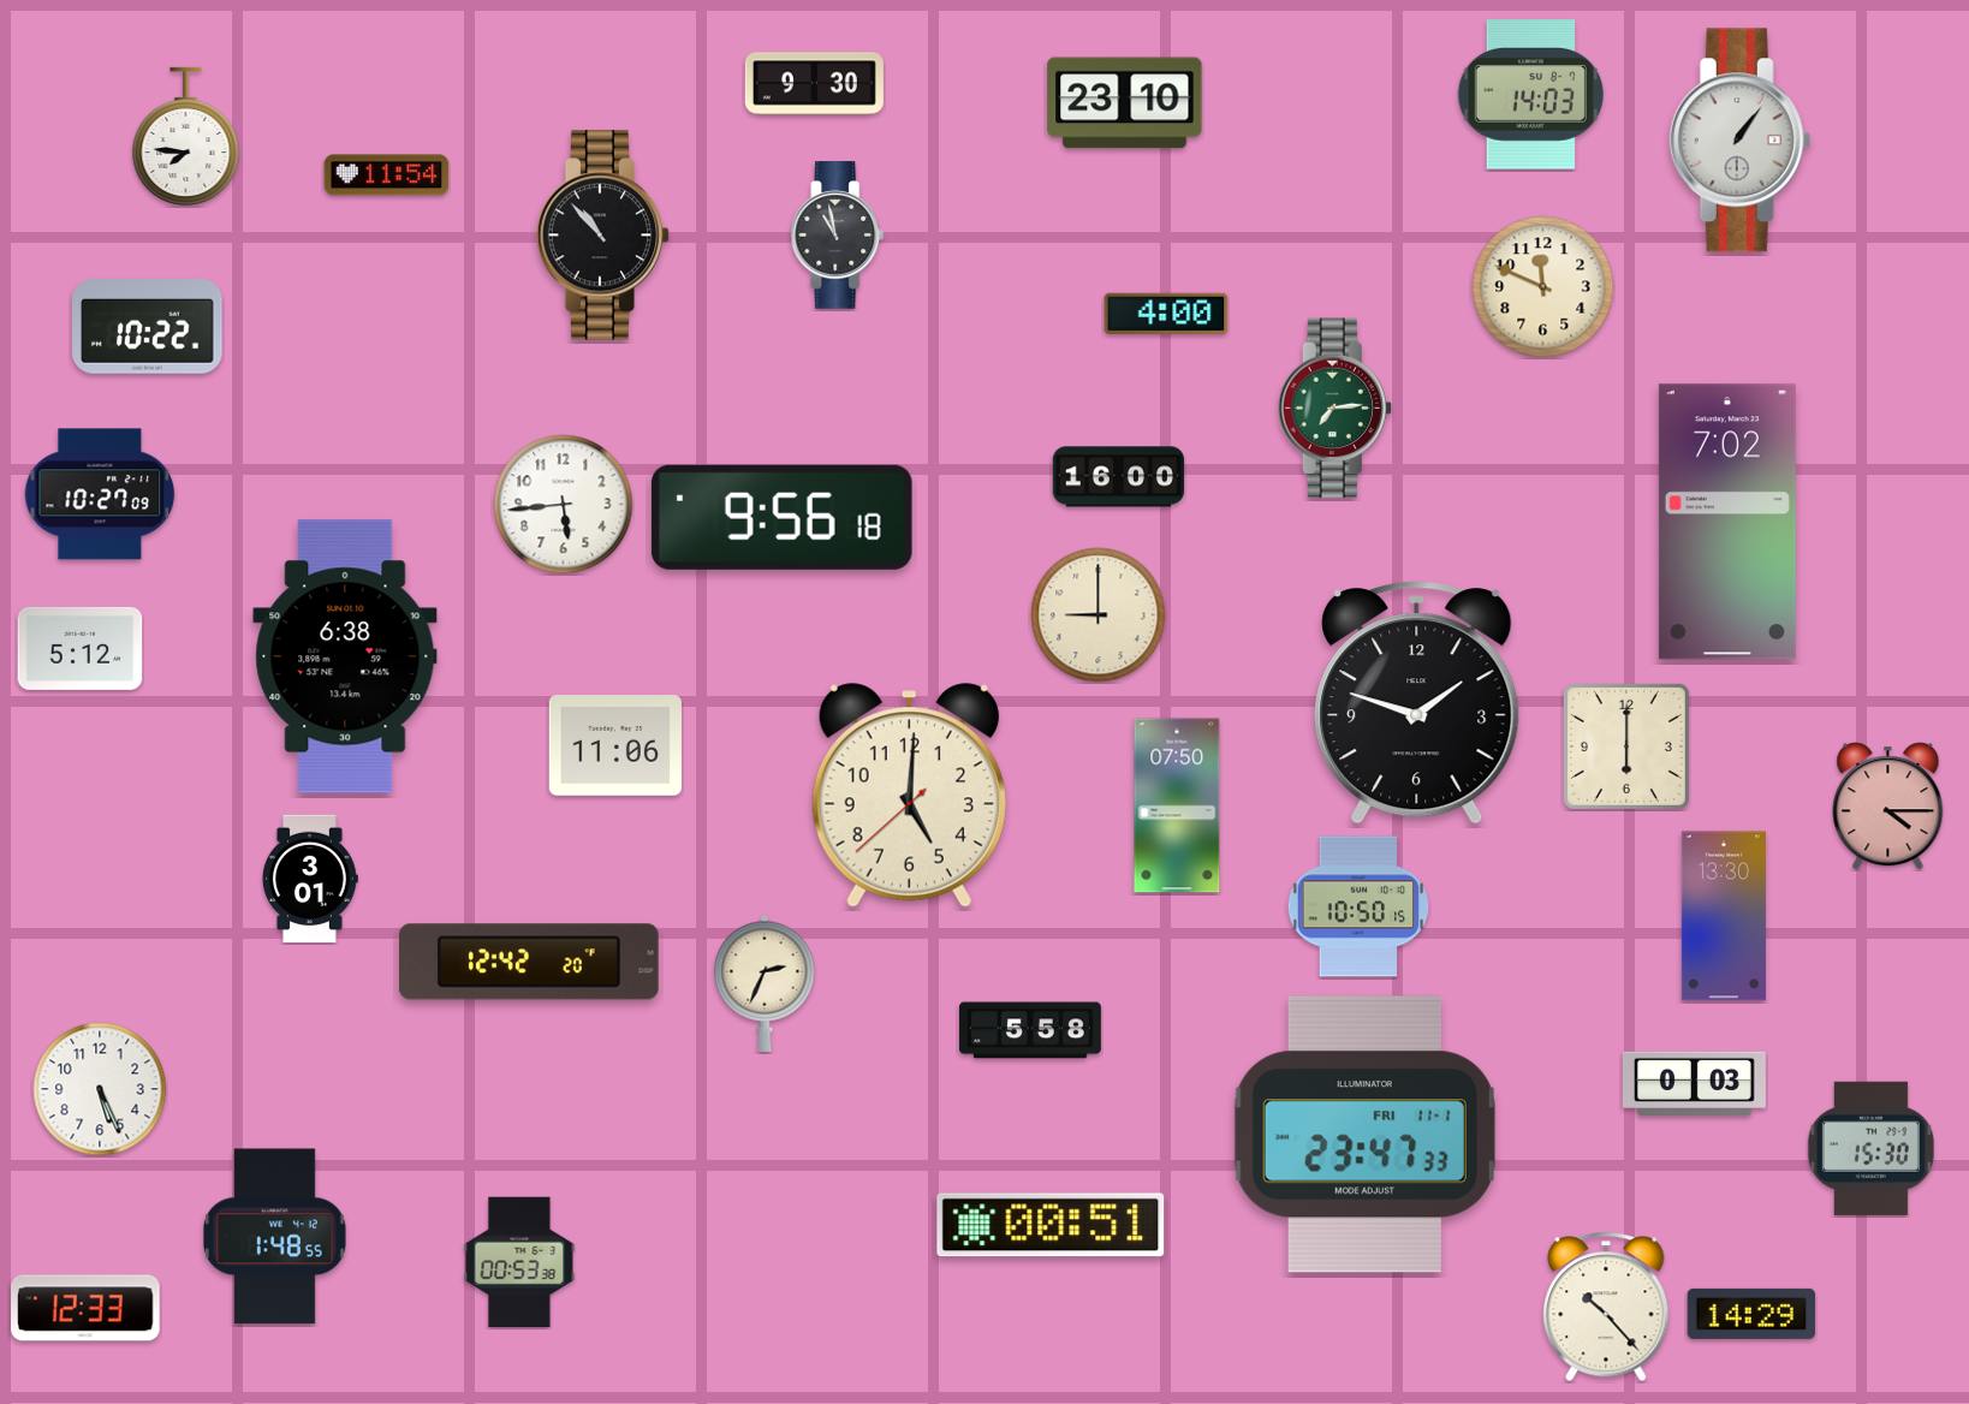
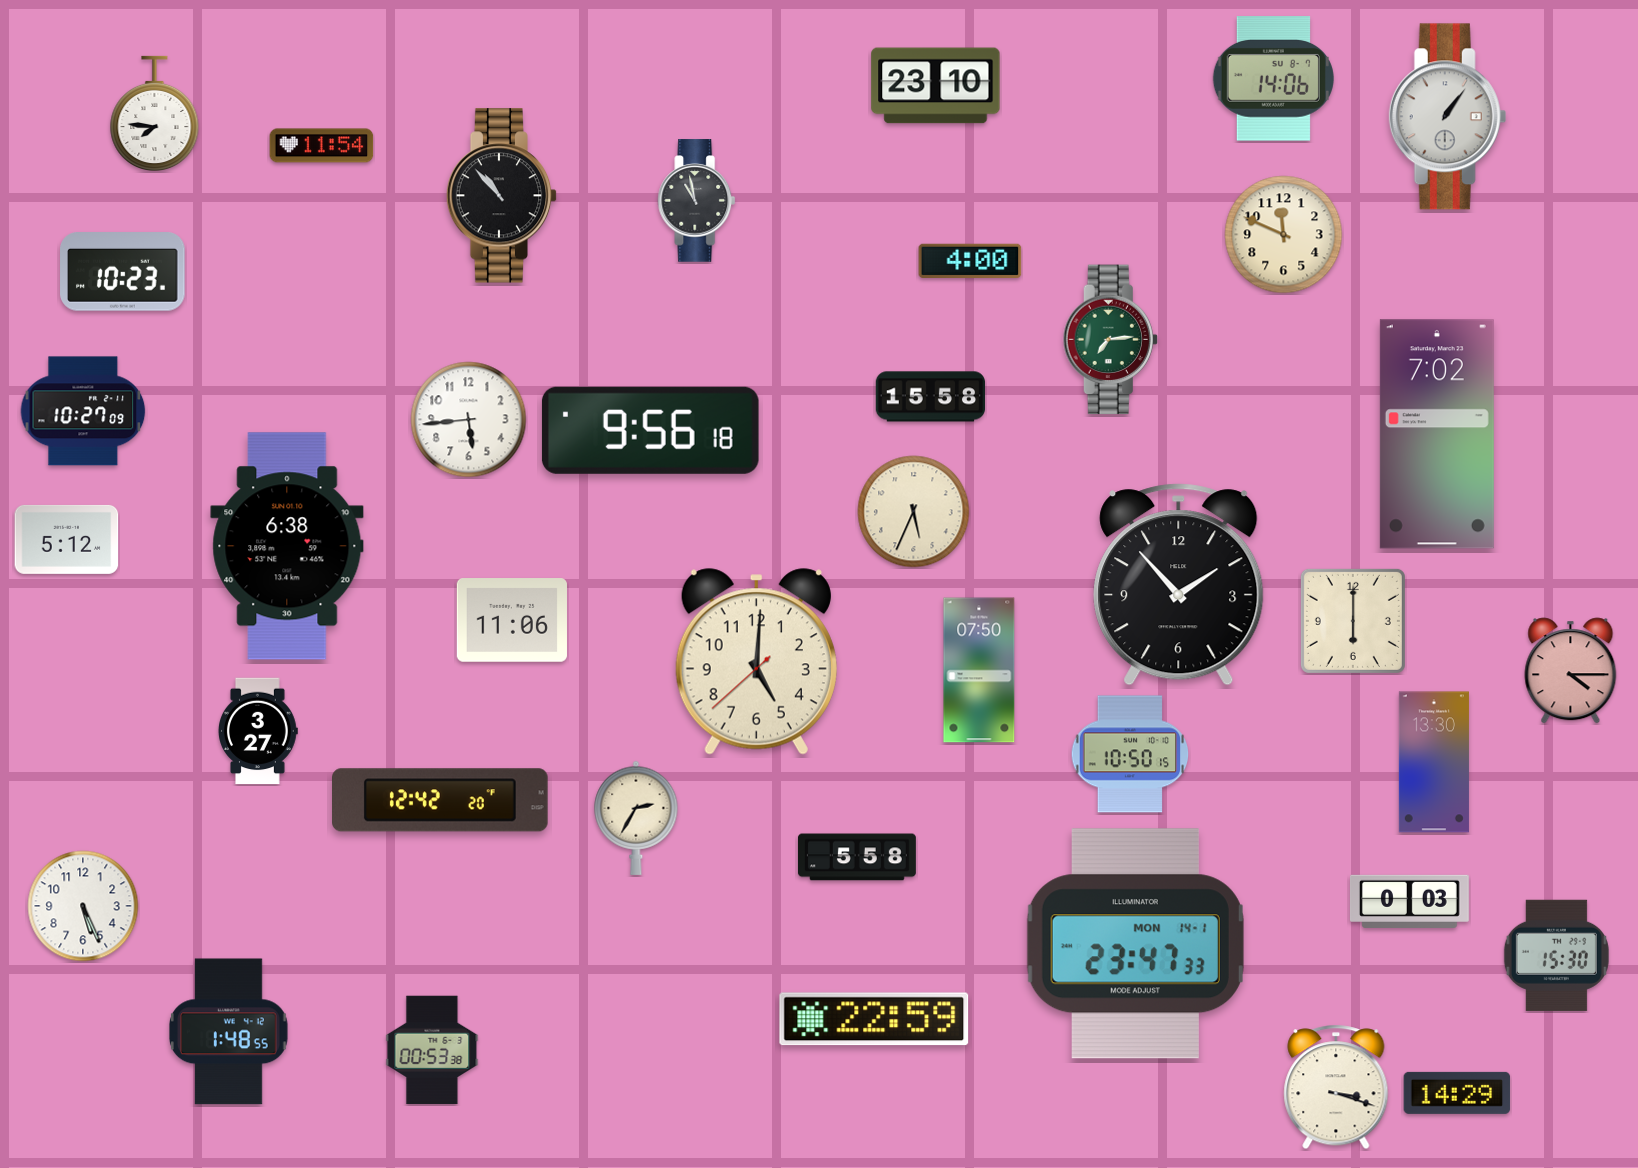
clock at (814, 84): 9:30 -> none
clock at (1530, 95): 14:03 -> 14:06
clock at (838, 236) position: (838, 236) -> (697, 201)
clock at (1543, 287) position: (1543, 287) -> (1284, 235)
clock at (148, 327): 10:22 -> 10:23
clock at (1119, 477): 16:00 -> 15:58
clock at (1099, 615): 9:00 -> 5:34
clock at (1417, 703): 1:48 -> 1:53
clock at (310, 879): 3:01 -> 3:27
clock at (765, 983): 2:34 -> 2:35
clock at (1364, 1135) date: FRI 11-1 -> MON 14-1
clock at (1051, 1225): 00:51 -> 22:59
clock at (275, 1237) position: (275, 1237) -> (229, 1032)
clock at (1606, 1307): 10:23 -> 3:18
clock at (85, 1308): 12:33 -> none
